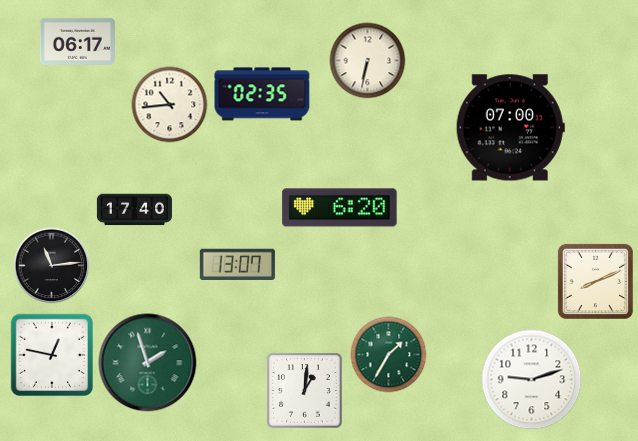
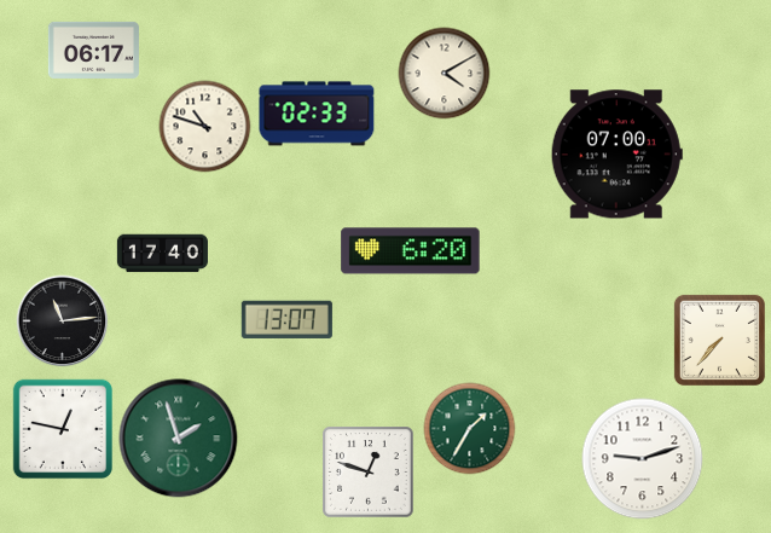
clock at (368, 61): 6:32 -> 4:10
clock at (262, 94): 02:35 -> 02:33
clock at (170, 105): 10:44 -> 10:48
clock at (595, 281): 8:11 -> 7:37
clock at (305, 391): 1:01 -> 12:48
